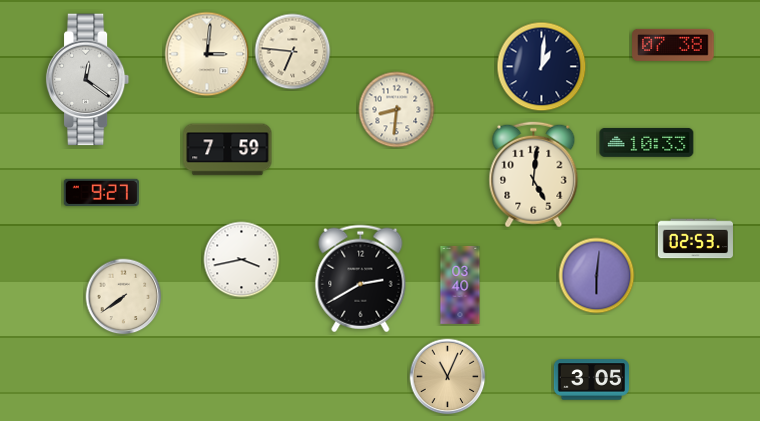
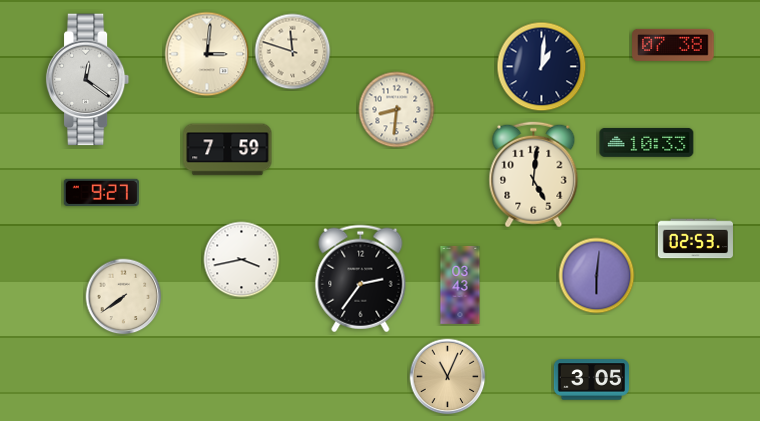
clock at (293, 52): 6:46 -> 11:48
clock at (361, 279): 2:40 -> 2:36
clock at (460, 285): 03:40 -> 03:43
